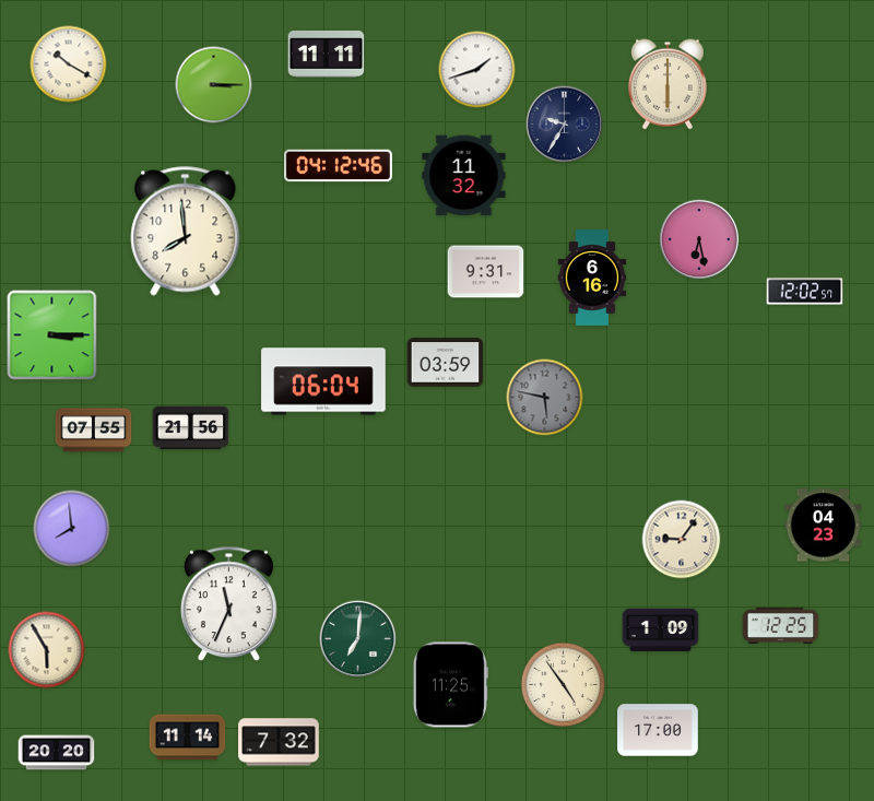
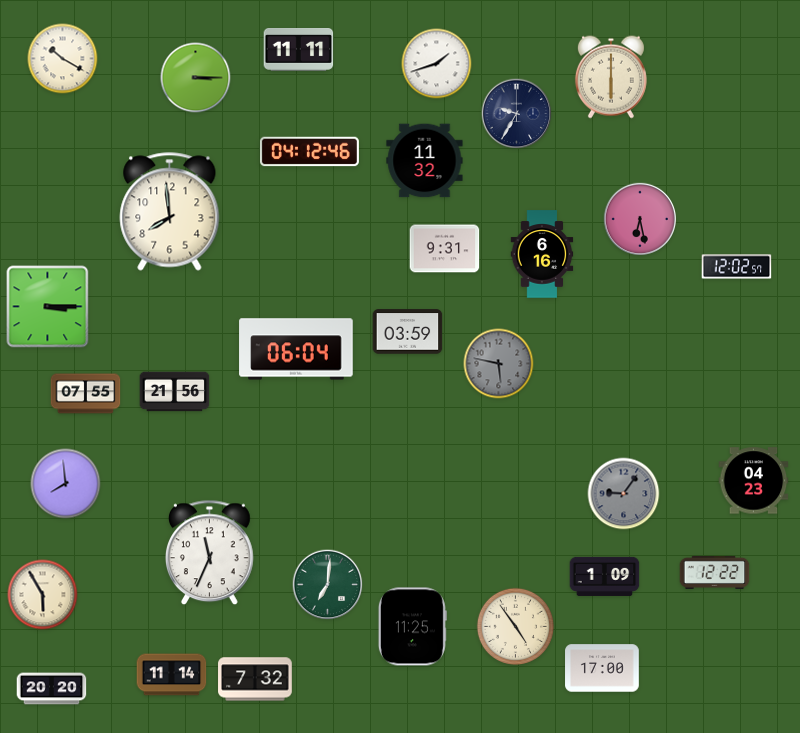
clock at (682, 540) dial: cream -> grey
clock at (781, 625): 12:25 -> 12:22
